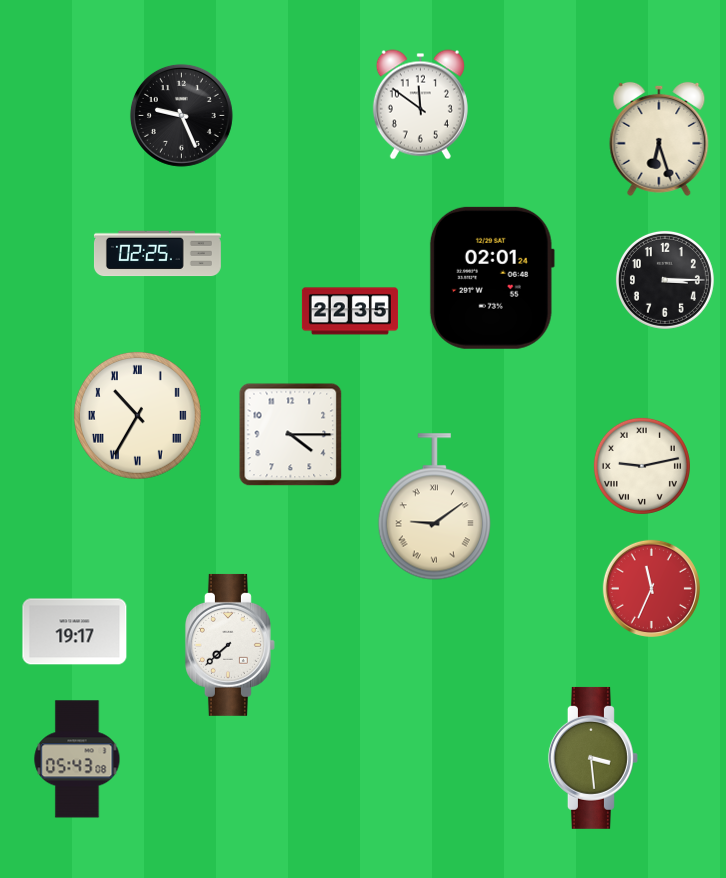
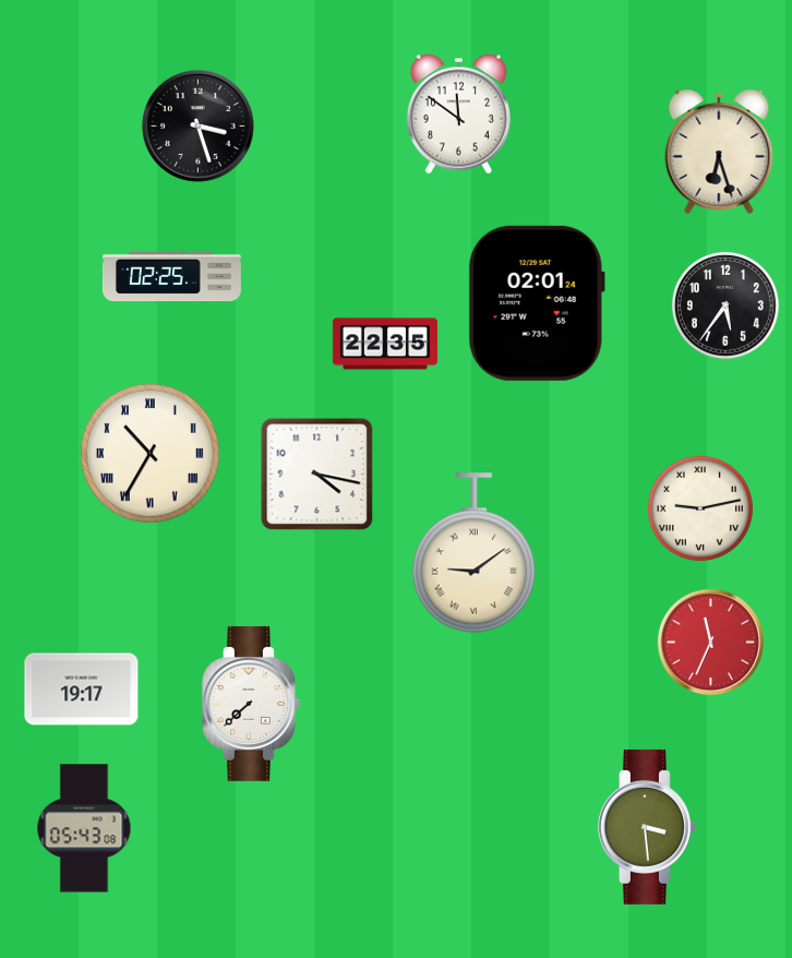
clock at (181, 115): 9:26 -> 3:27
clock at (665, 280): 3:15 -> 5:36
clock at (350, 311) position: (350, 311) -> (385, 344)
clock at (291, 435): 4:15 -> 4:17
